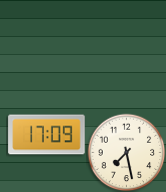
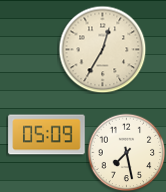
clock at (102, 49): none -> 12:35
clock at (47, 135): 17:09 -> 05:09
